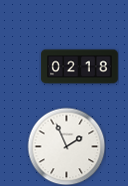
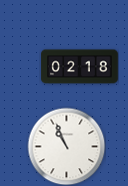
clock at (66, 146): 1:56 -> 10:56
